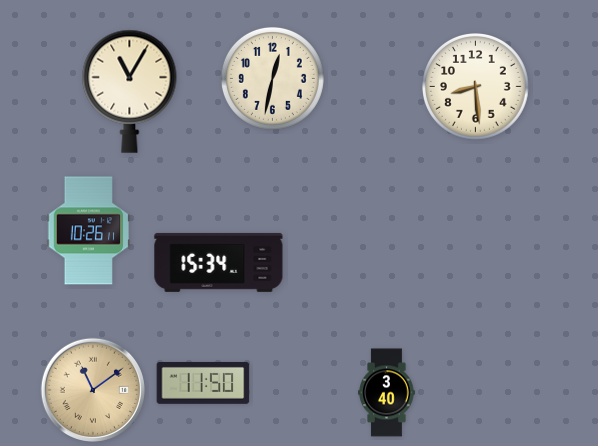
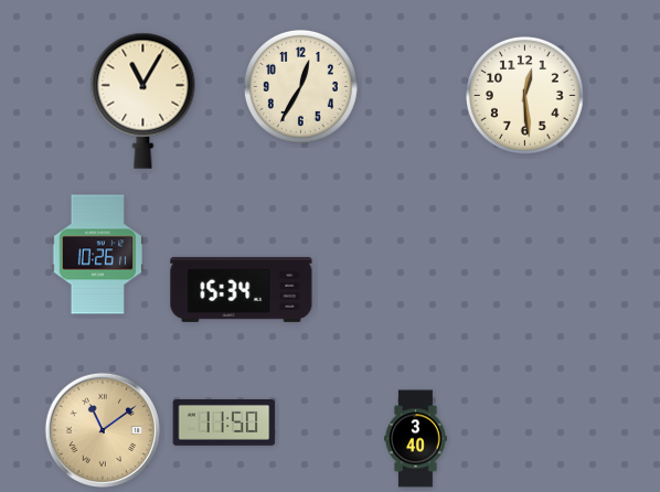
clock at (272, 78): 12:32 -> 12:35
clock at (476, 87): 8:29 -> 12:29
clock at (387, 393) position: (387, 393) -> (416, 439)
